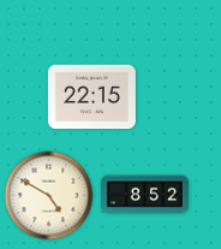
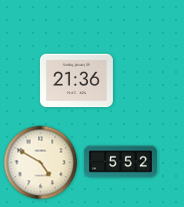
clock at (91, 97): 22:15 -> 21:36
clock at (144, 195): 8:52 -> 5:52
